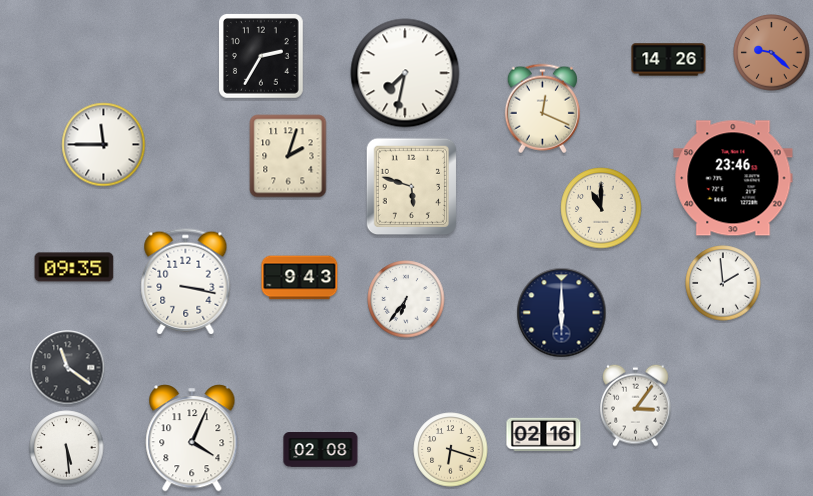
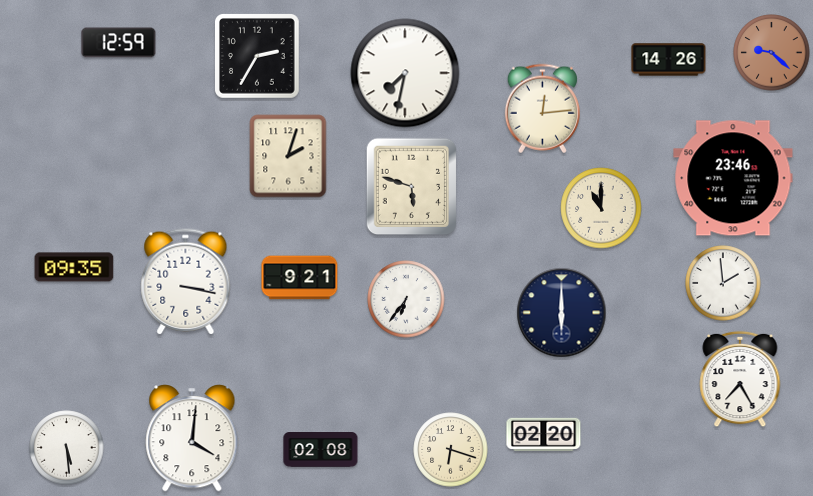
clock at (119, 43): none -> 12:59
clock at (262, 57) position: (262, 57) -> (258, 57)
clock at (542, 109): 12:19 -> 12:14
clock at (104, 145): 11:45 -> none
clock at (300, 278): 9:43 -> 9:21
clock at (68, 368): 11:21 -> none
clock at (740, 379): none -> 7:25
clock at (636, 405): 3:06 -> none
clock at (544, 434): 02:16 -> 02:20
clock at (192, 439): 4:04 -> 4:01
